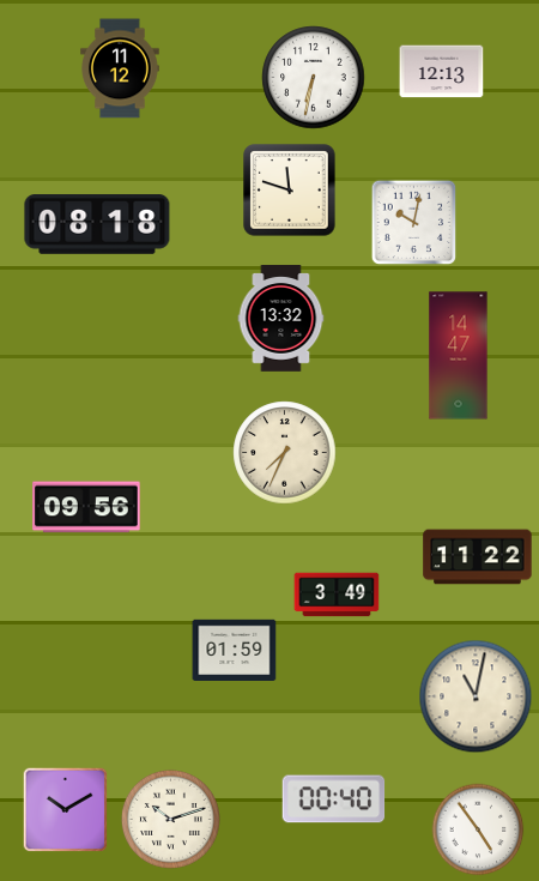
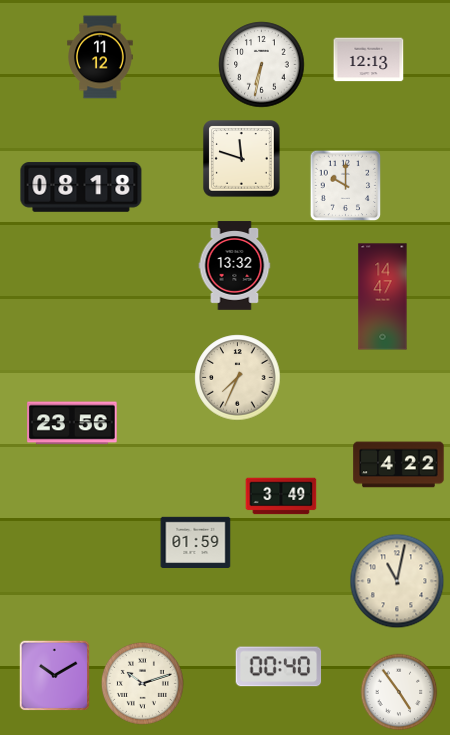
clock at (414, 223): 10:02 -> 10:00
clock at (86, 507): 09:56 -> 23:56
clock at (478, 557): 11:22 -> 4:22
